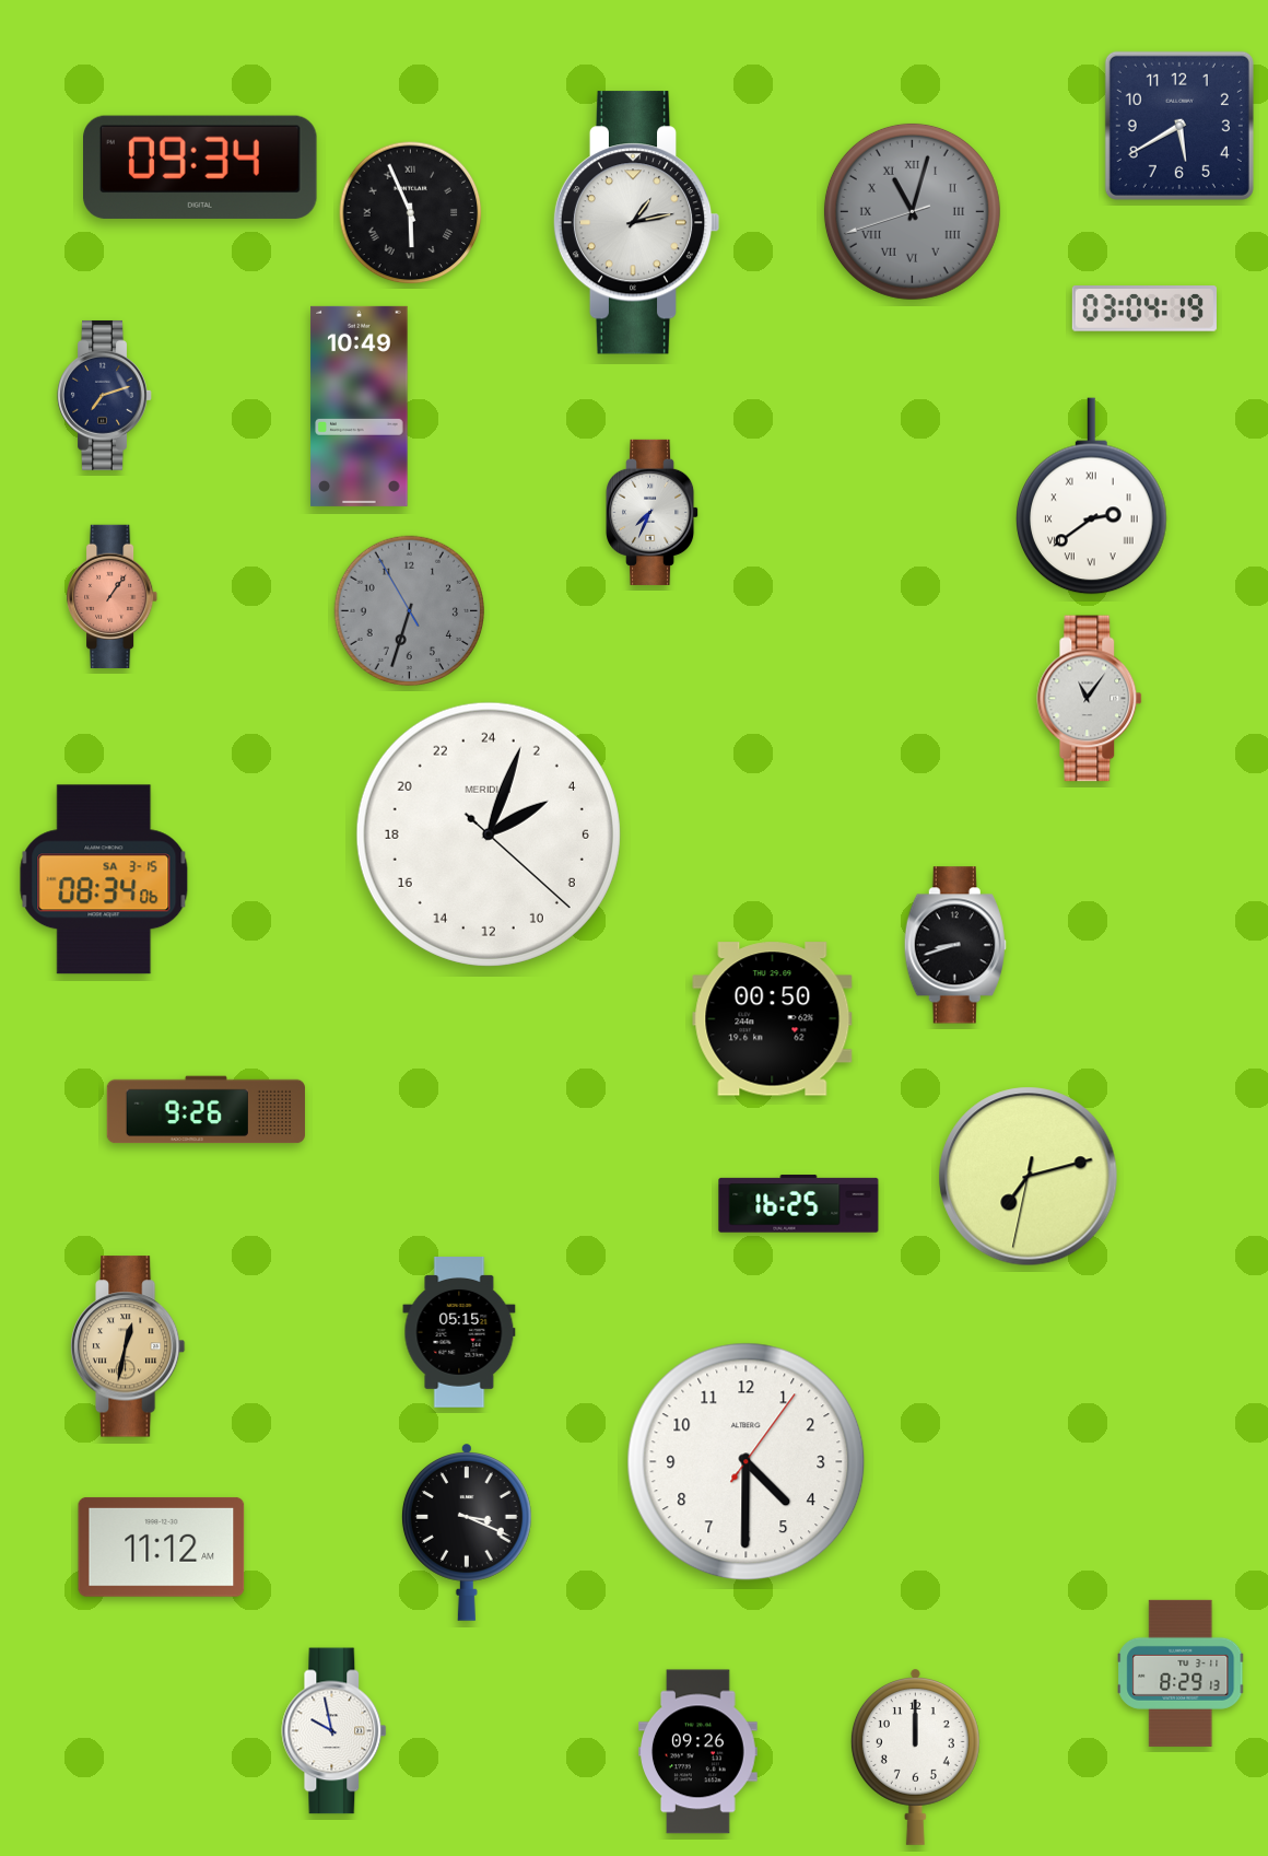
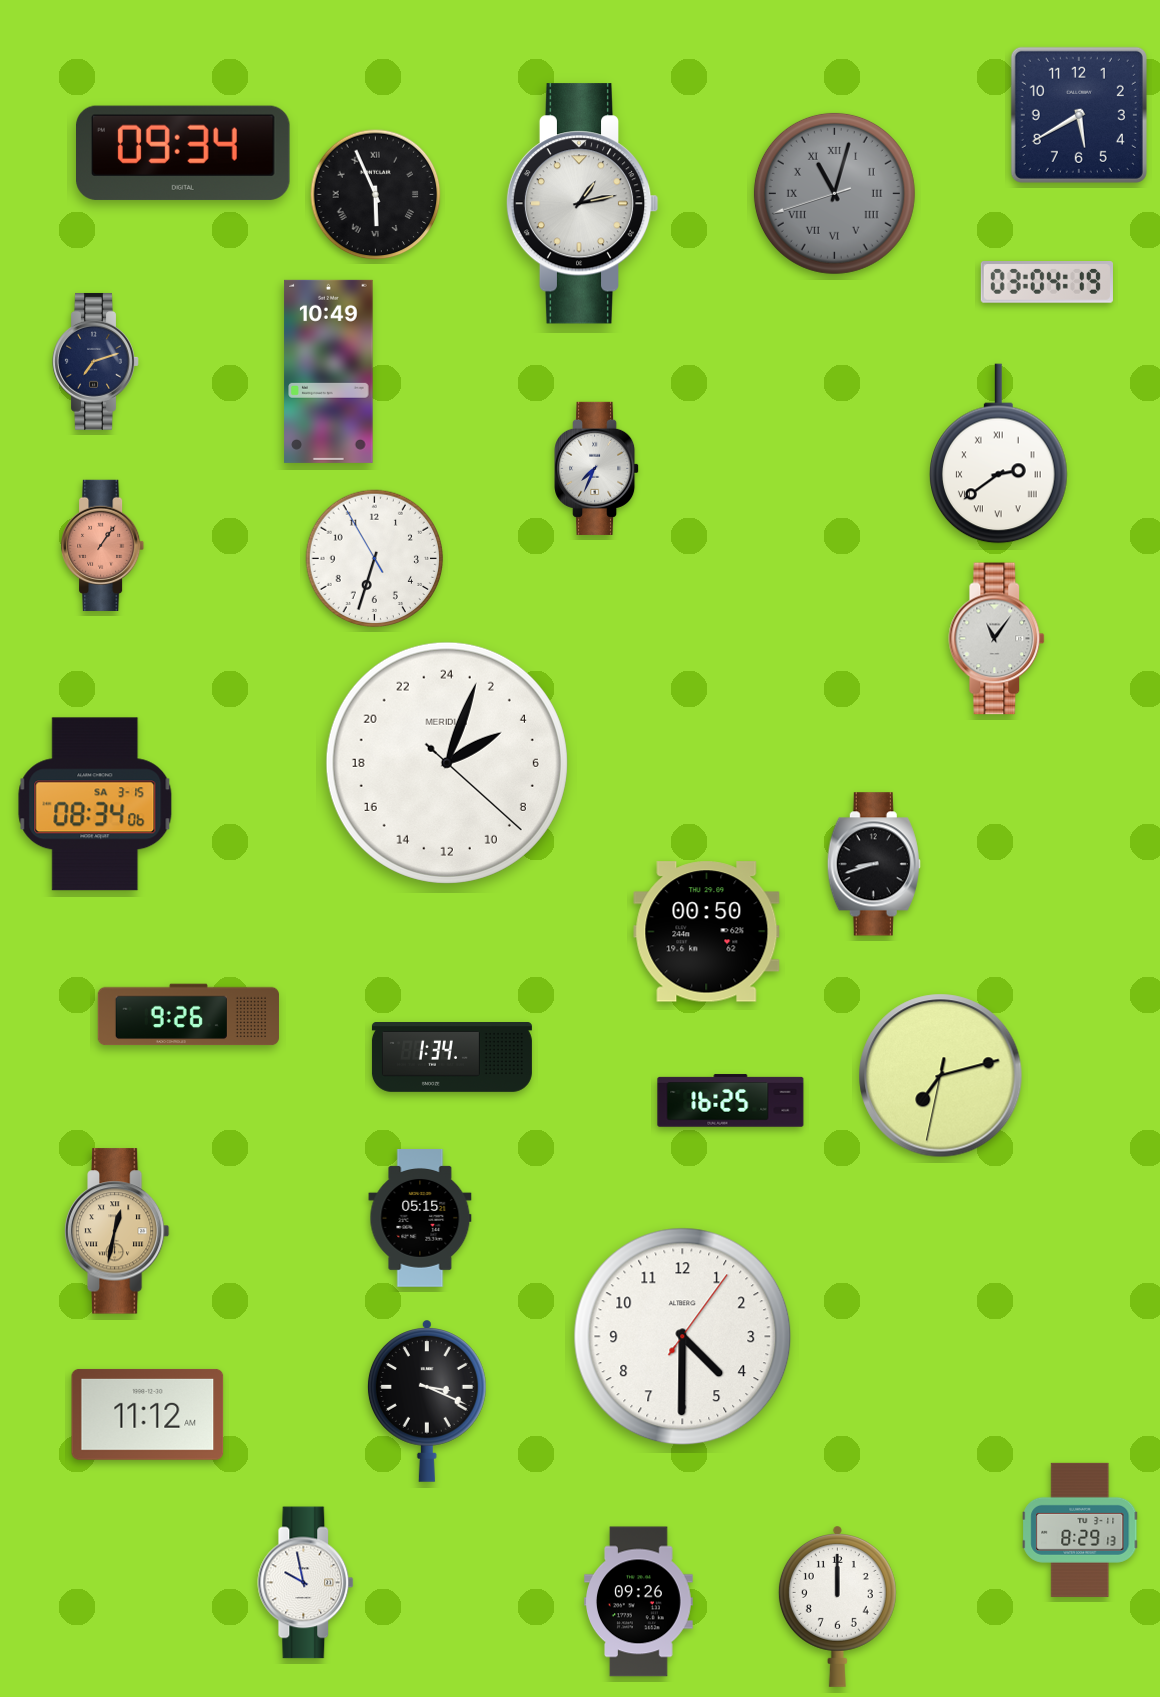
clock at (410, 611) dial: grey -> white
clock at (452, 1058): none -> 1:34
